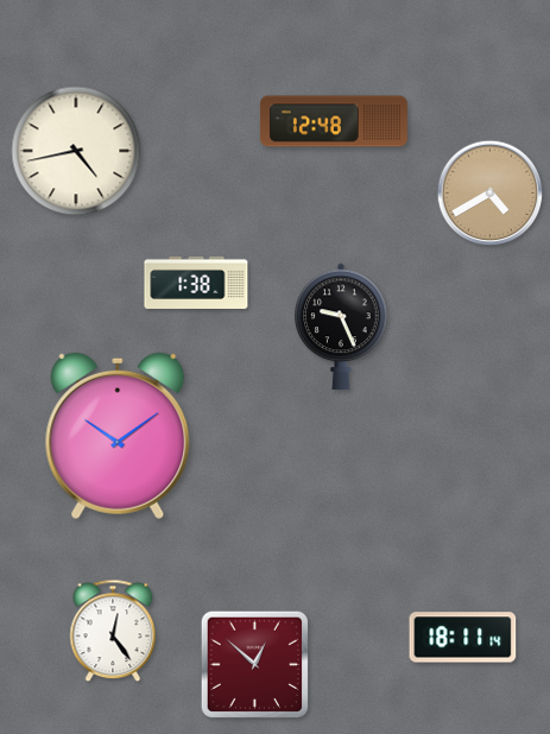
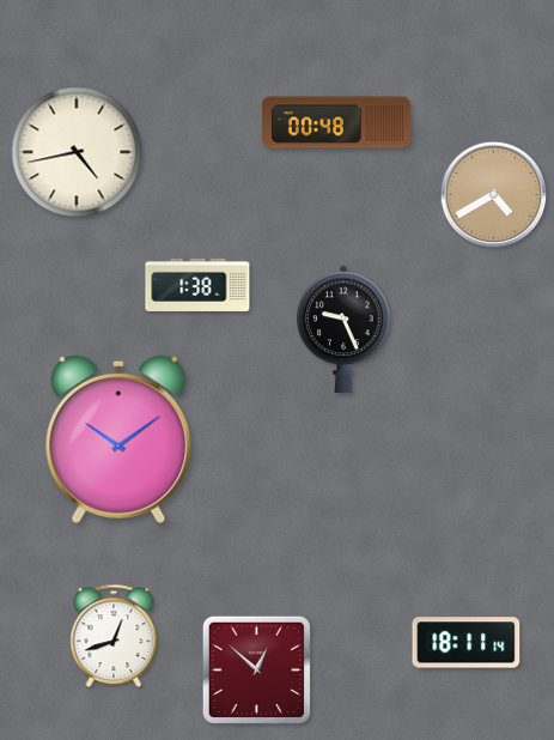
clock at (334, 121): 12:48 -> 00:48
clock at (113, 631): 12:24 -> 12:42
